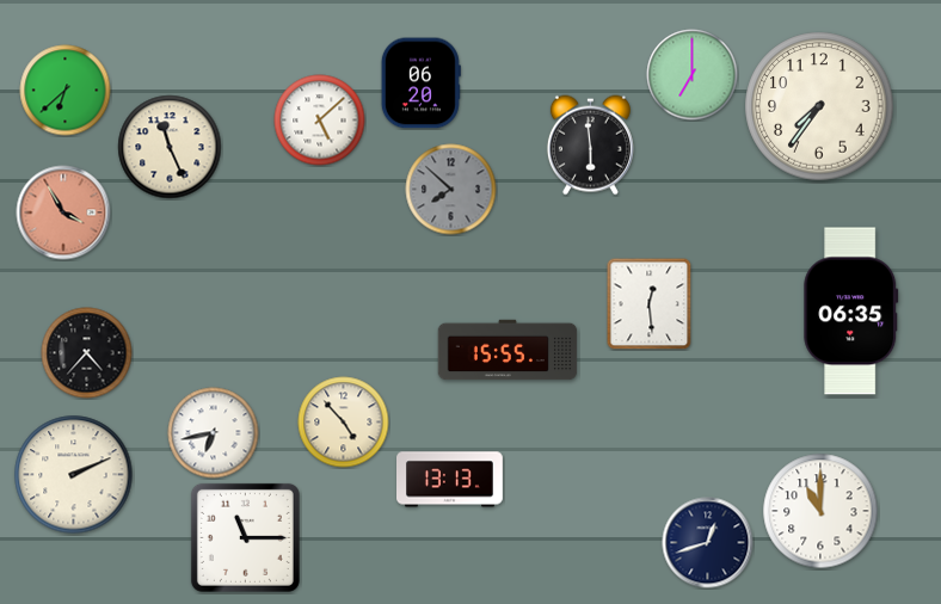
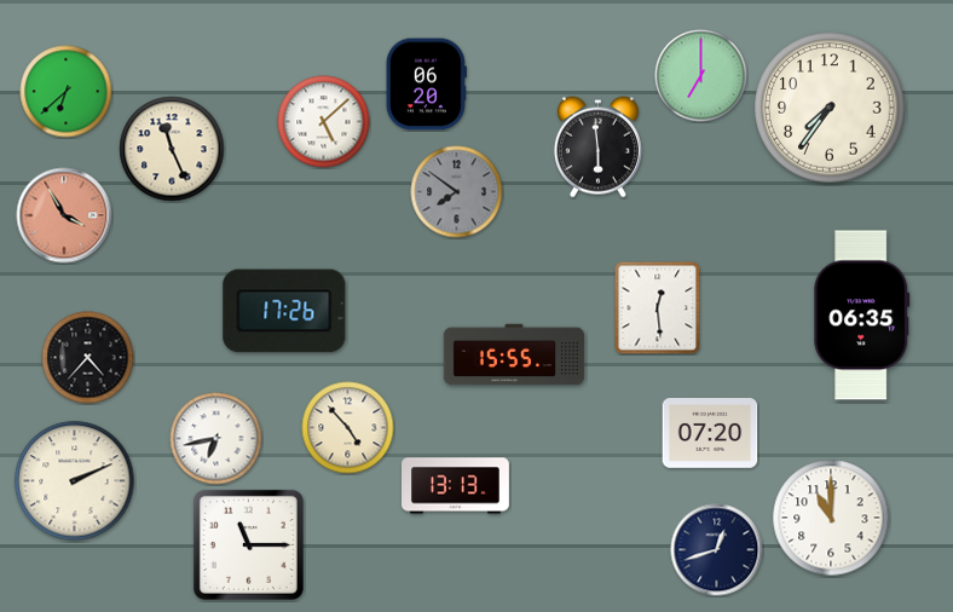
clock at (451, 190): 7:52 -> 7:51
clock at (284, 311): none -> 17:26
clock at (710, 434): none -> 07:20
